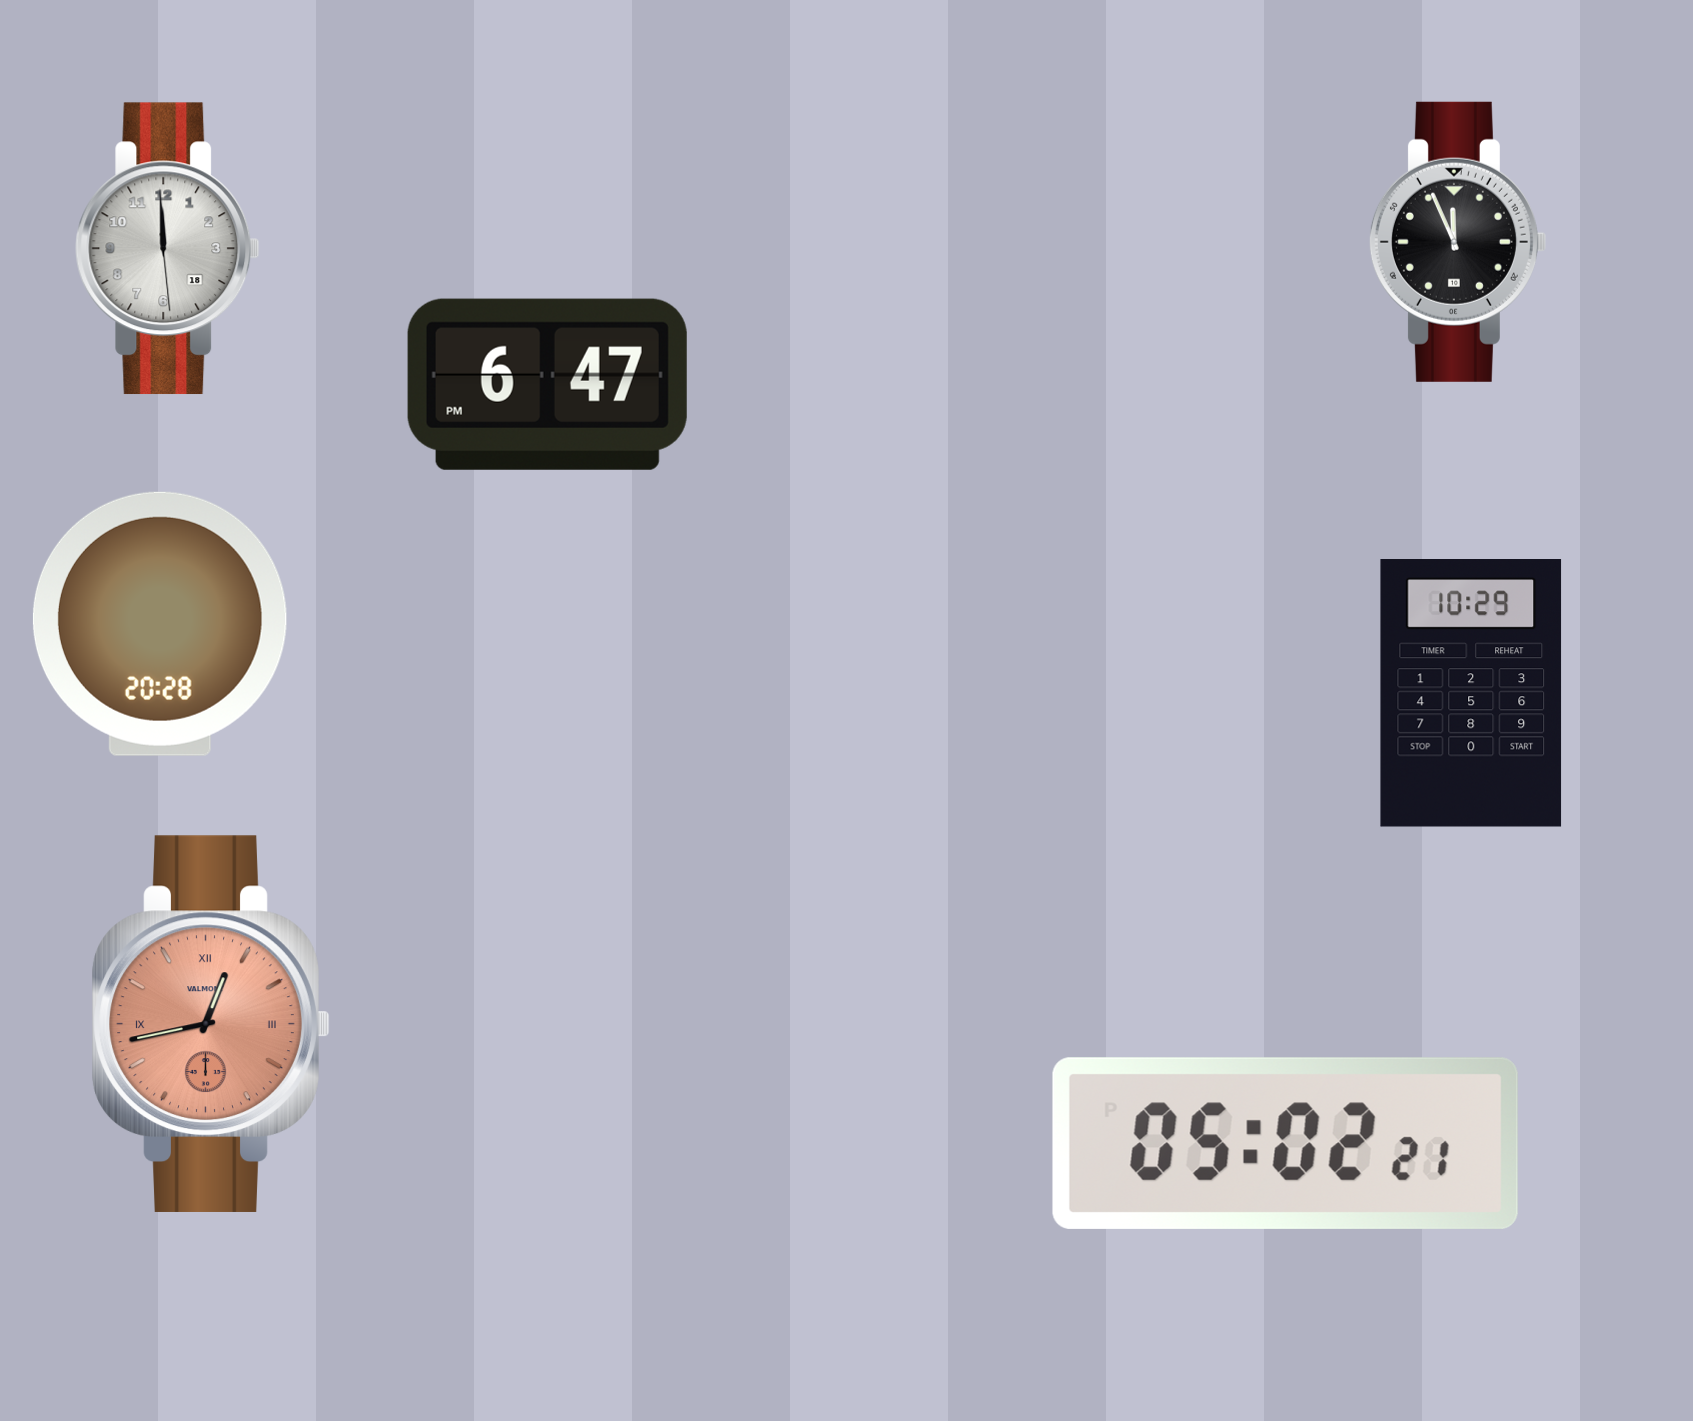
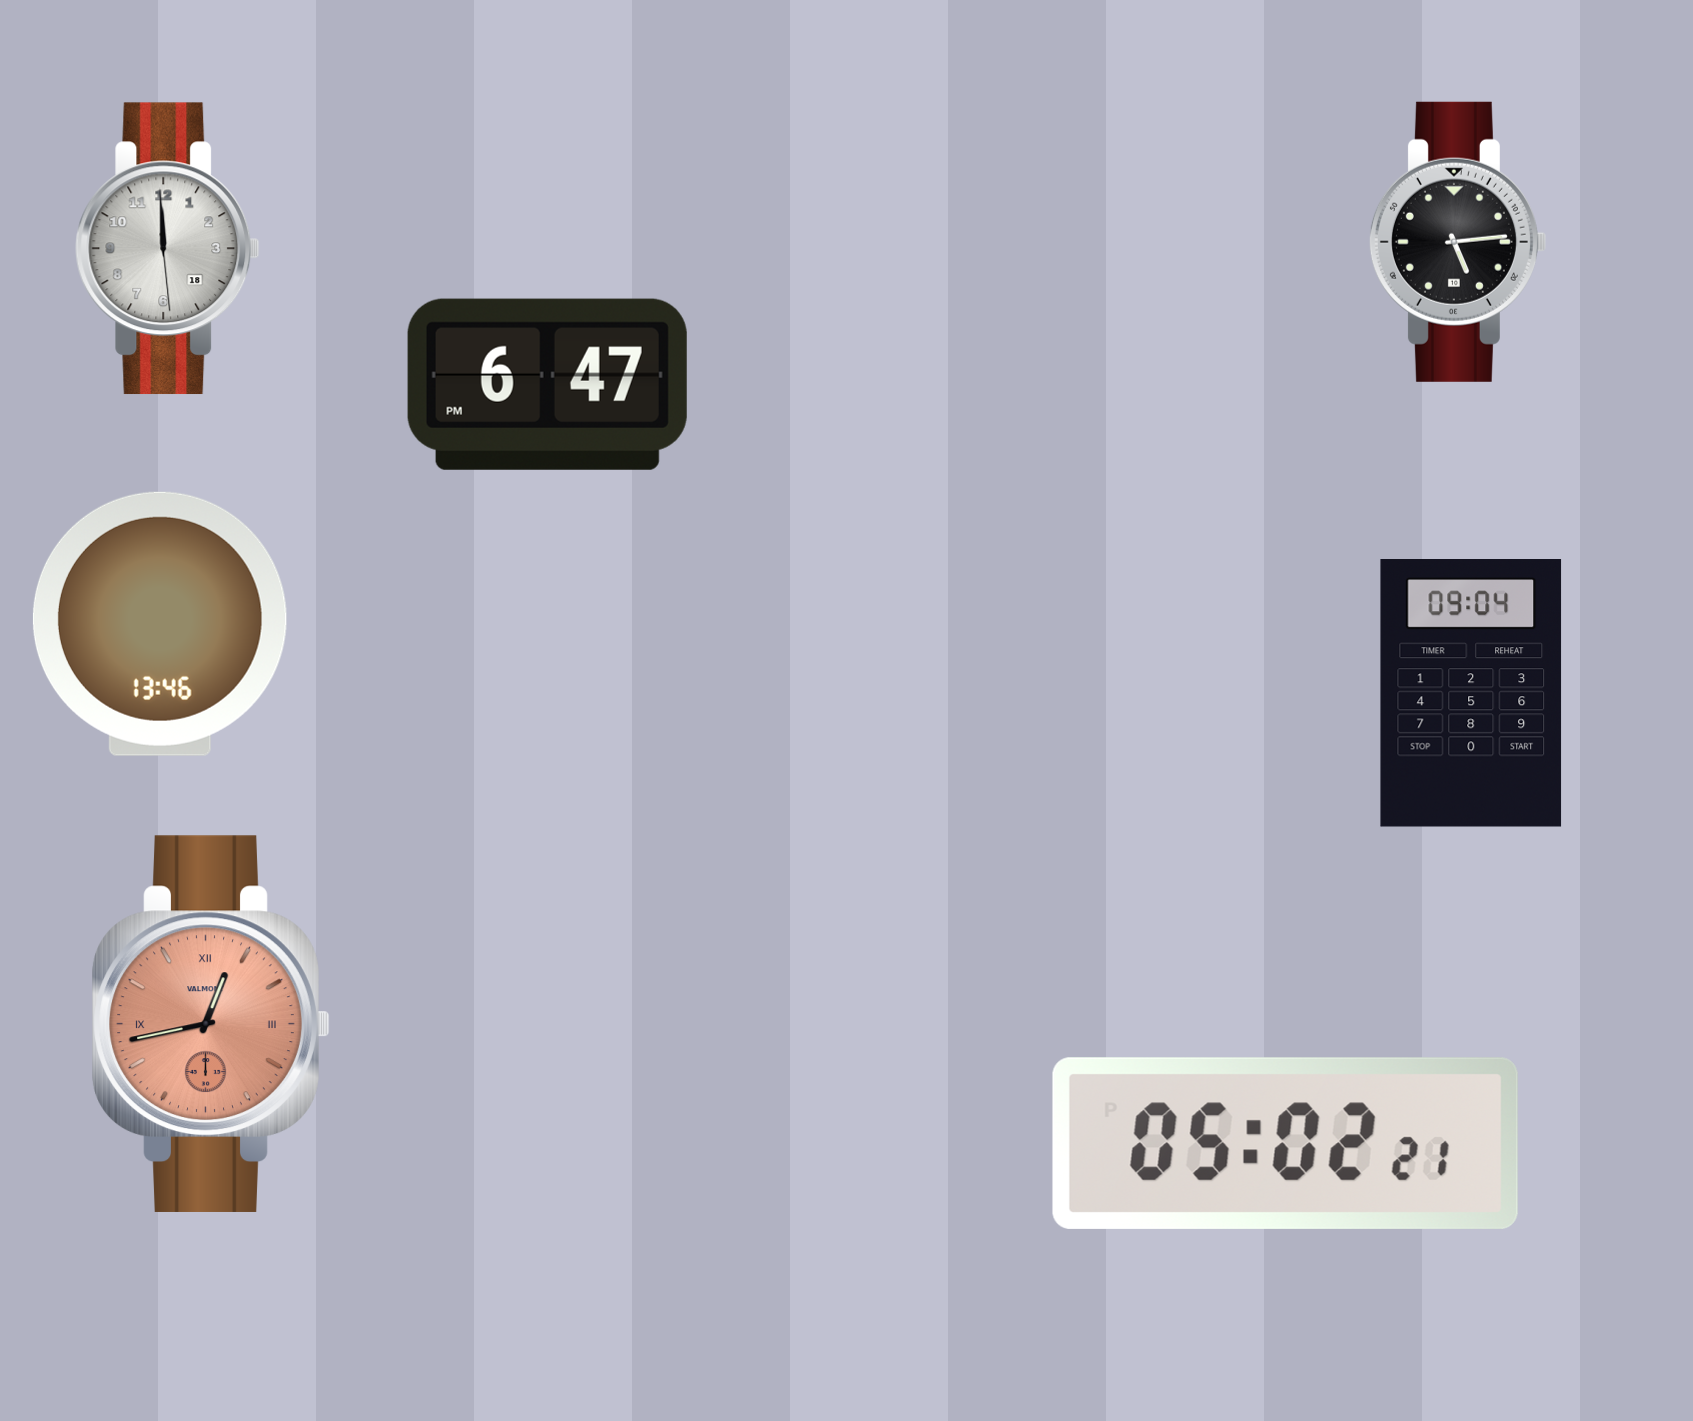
clock at (1457, 242): 11:56 -> 5:14
clock at (160, 624): 20:28 -> 13:46
clock at (1471, 694): 10:29 -> 09:04
